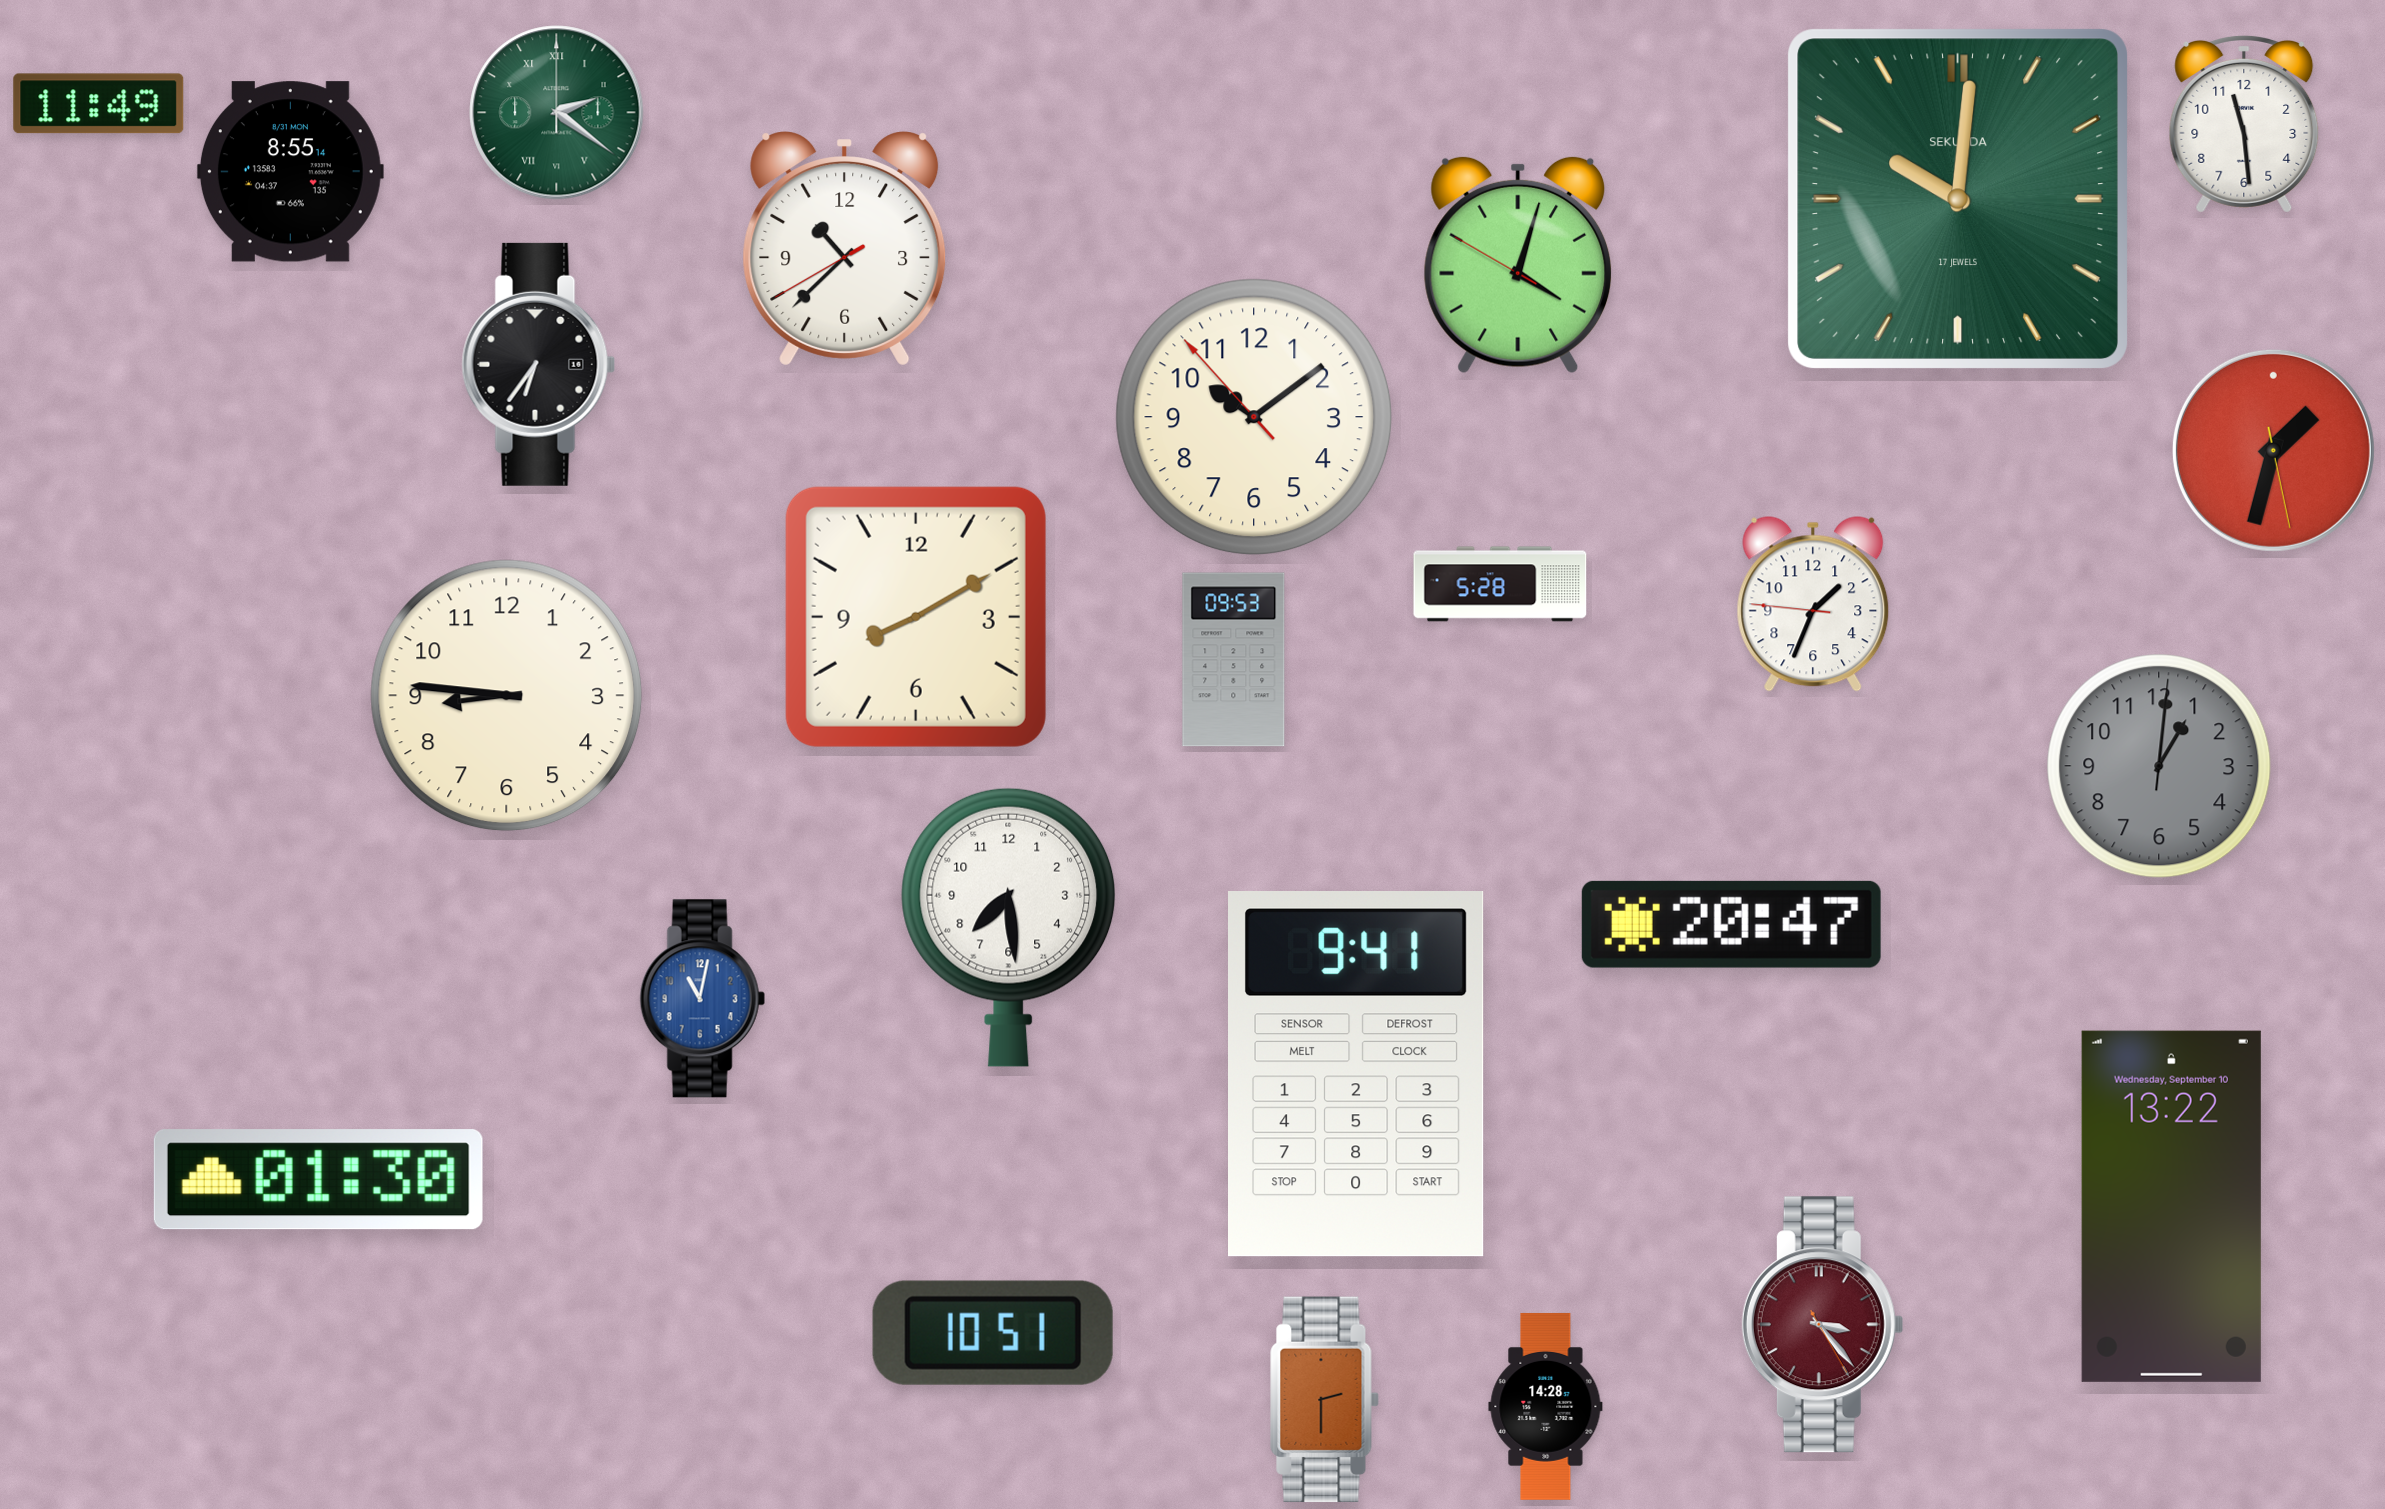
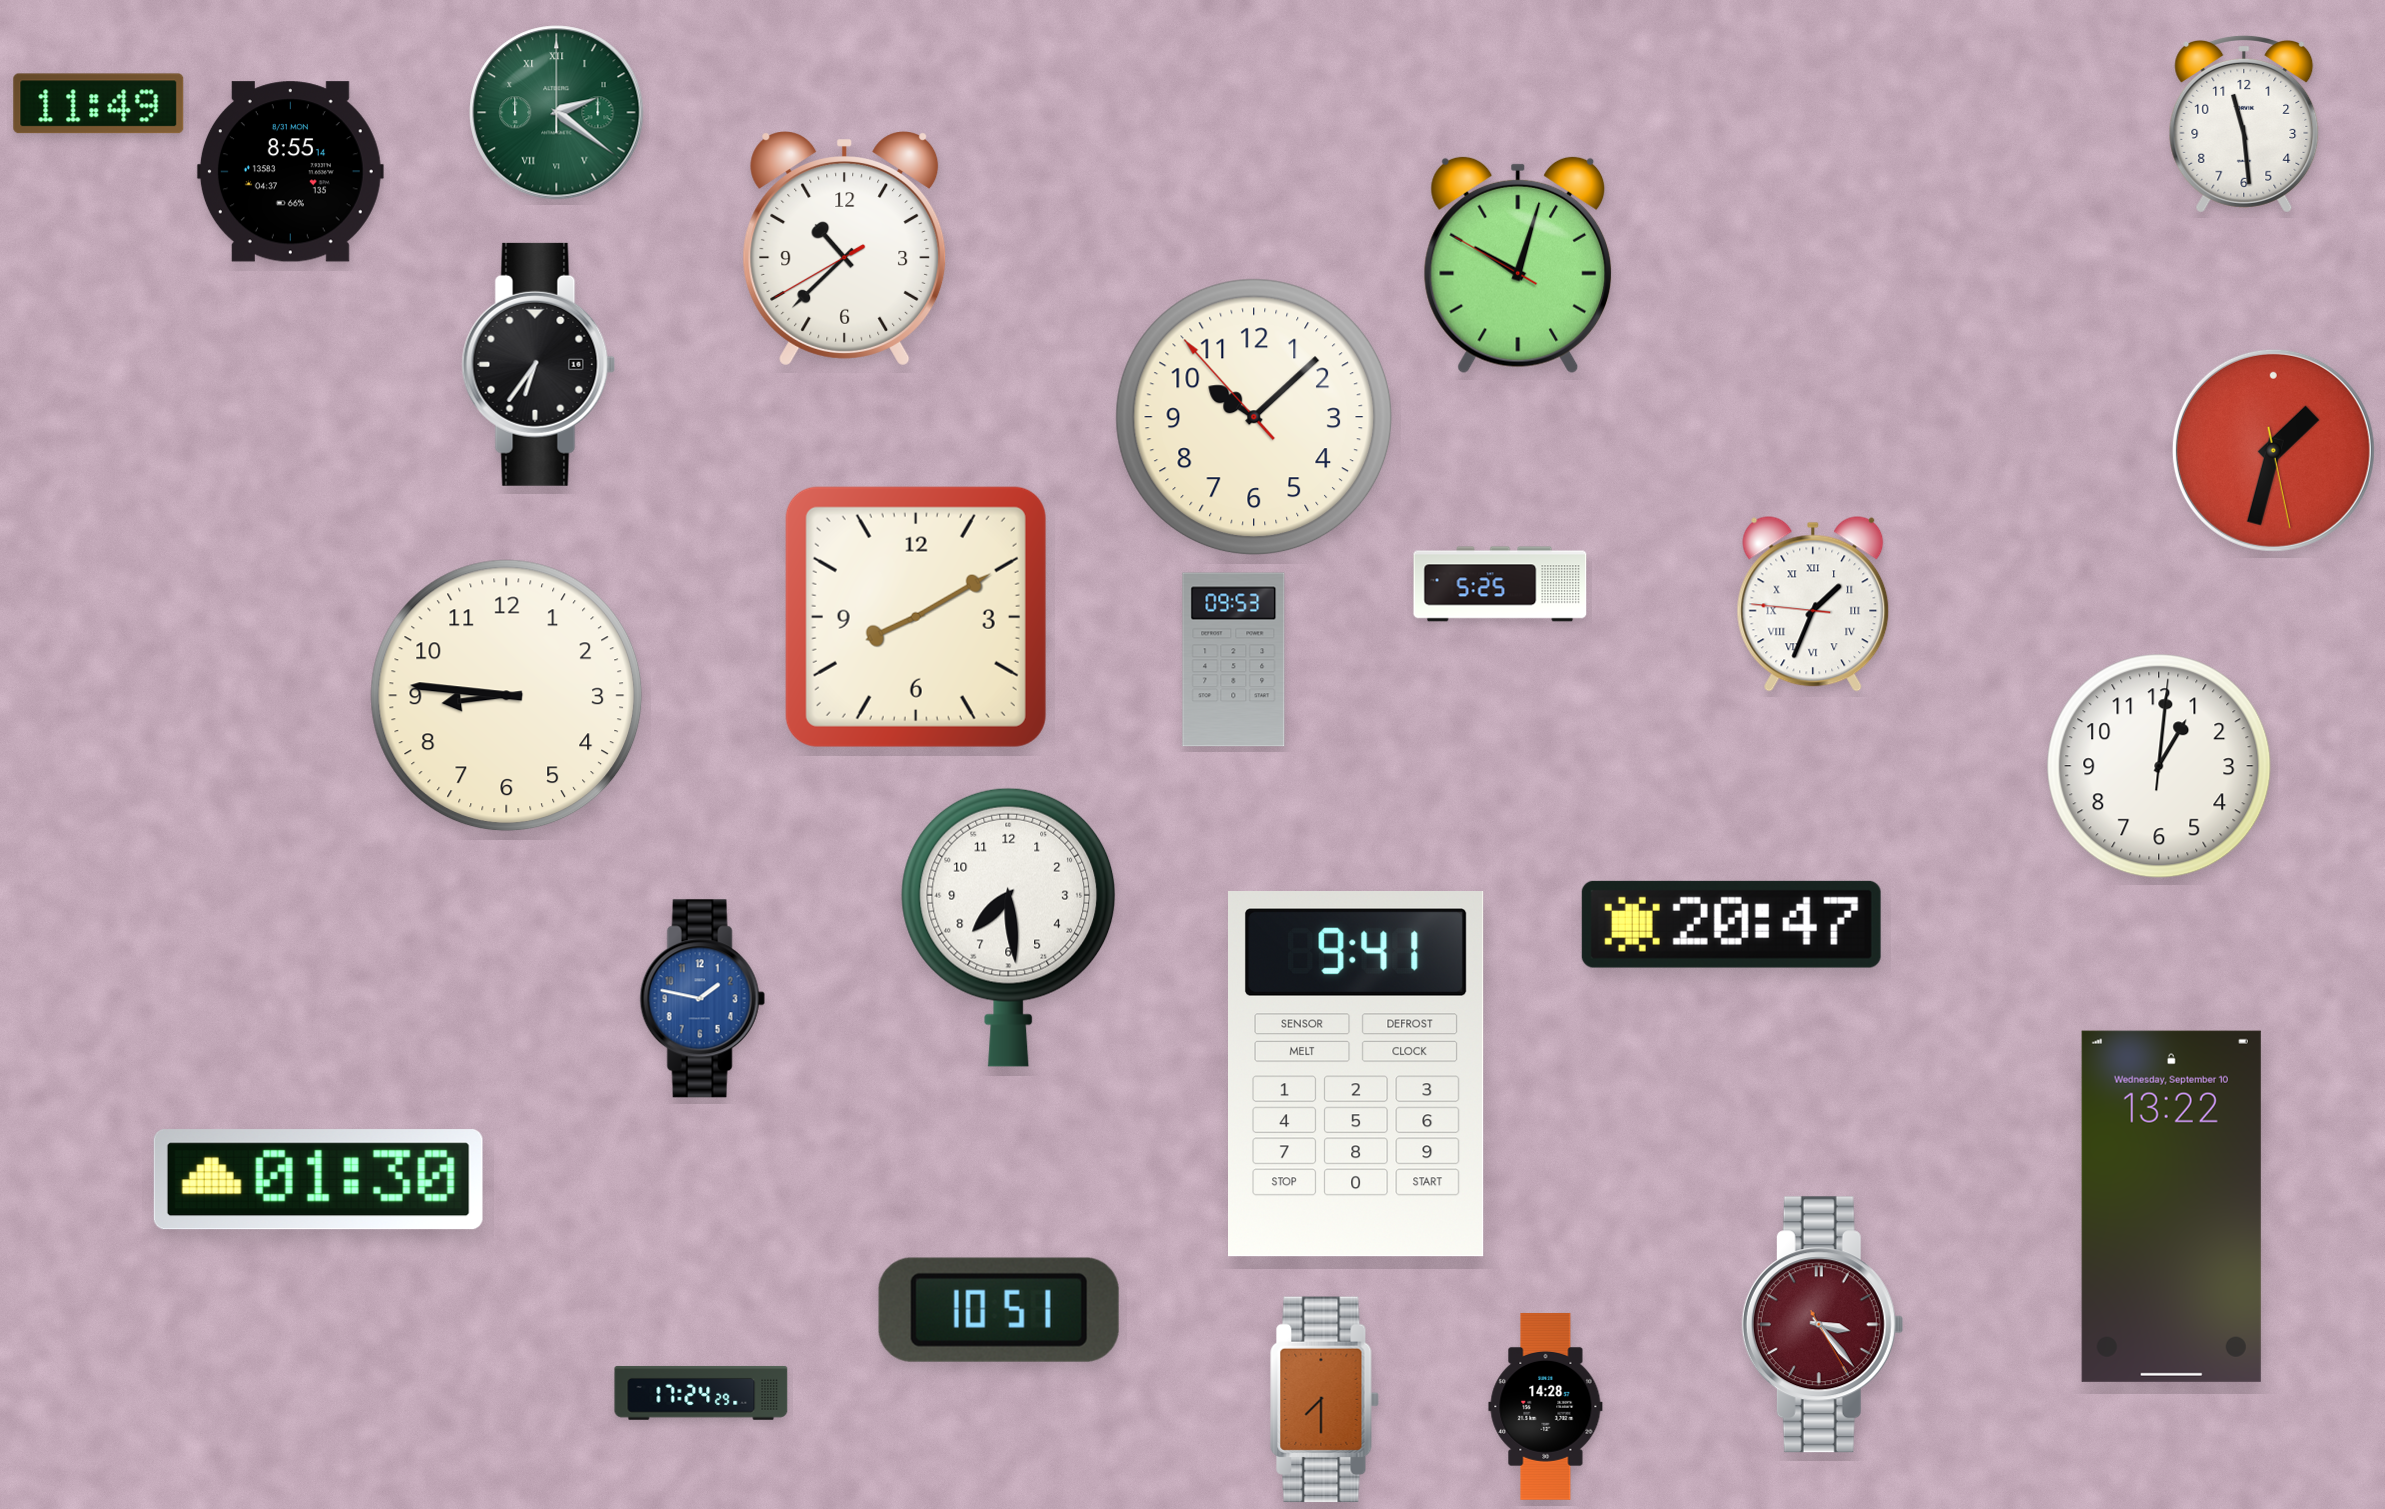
clock at (1958, 199): 10:01 -> none
clock at (1518, 265): 4:02 -> 10:02
clock at (1254, 417): 10:08 -> 10:07
clock at (1500, 584): 5:28 -> 5:25
clock at (1813, 604) numerals: Arabic -> Roman
clock at (2159, 766) dial: grey -> white
clock at (702, 999): 11:02 -> 1:47
clock at (993, 1333) position: (993, 1333) -> (999, 1310)
clock at (701, 1393): none -> 17:24
clock at (1325, 1400): 2:30 -> 7:30
